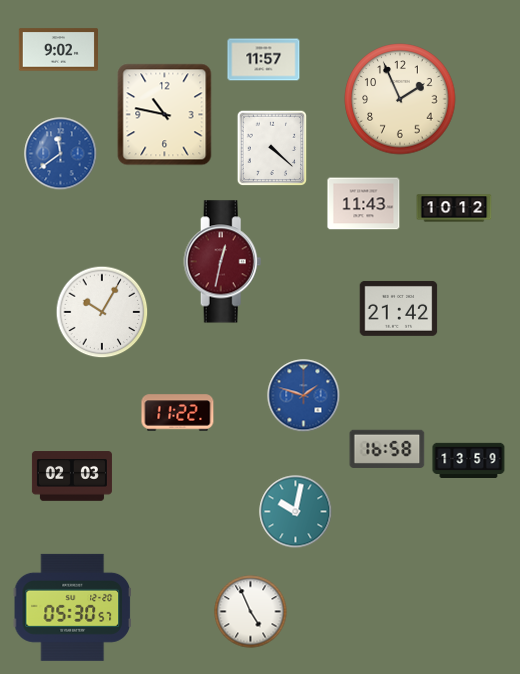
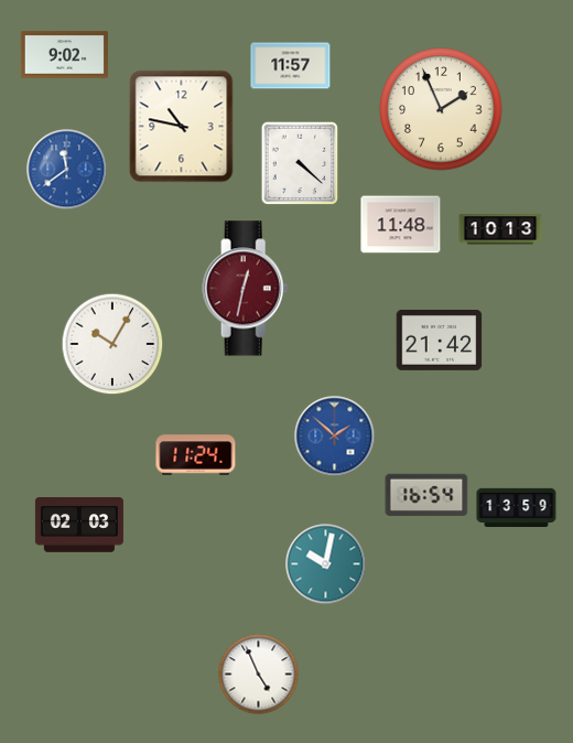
clock at (364, 204): 11:43 -> 11:48
clock at (454, 208): 10:12 -> 10:13
clock at (304, 396): 1:48 -> 1:52
clock at (178, 413): 11:22 -> 11:24
clock at (387, 449): 16:58 -> 16:54
clock at (72, 607): 05:30 -> none
clock at (251, 612) position: (251, 612) -> (259, 675)
